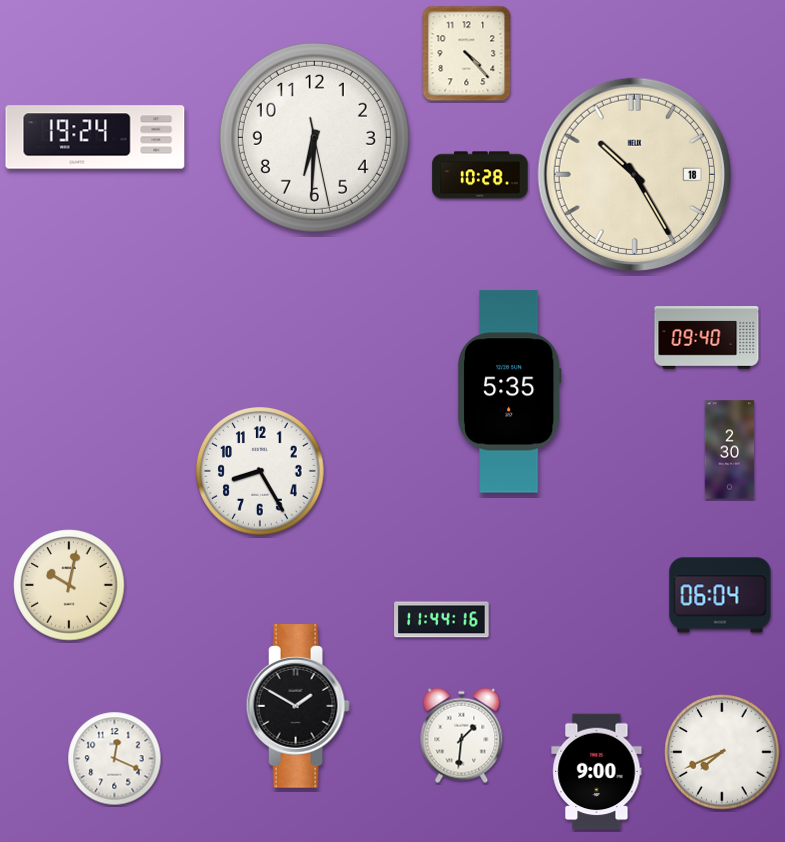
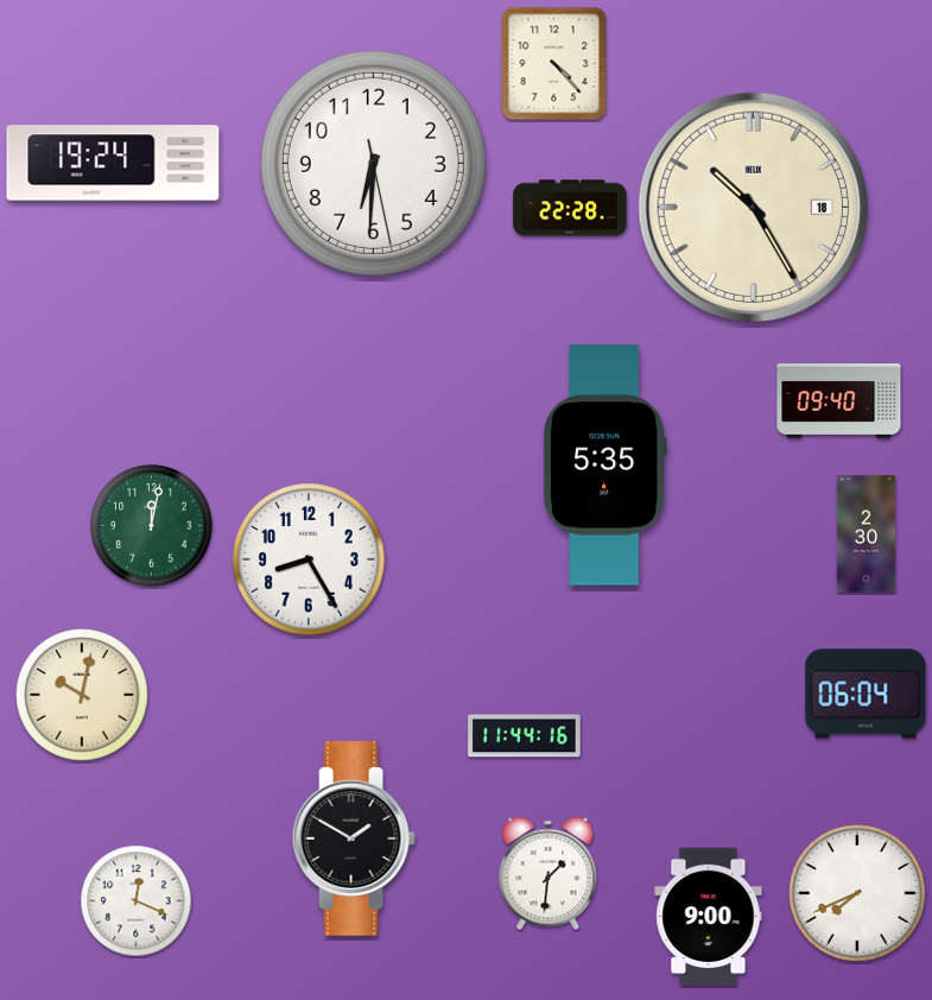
clock at (480, 175): 10:28 -> 22:28
clock at (152, 526): none -> 12:02
clock at (720, 595) position: (720, 595) -> (866, 694)
